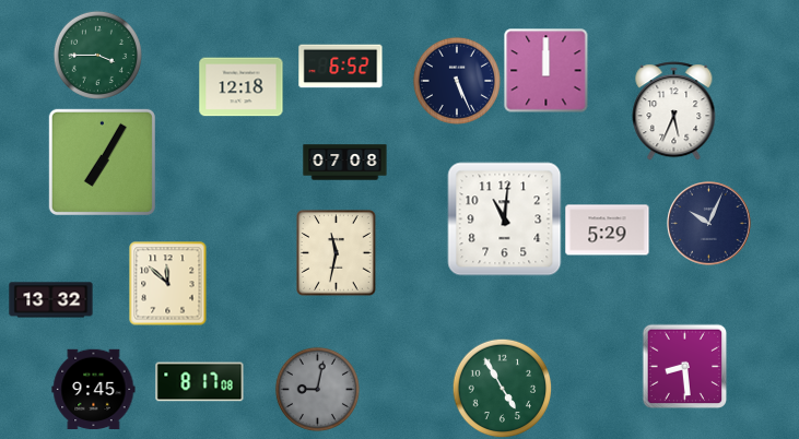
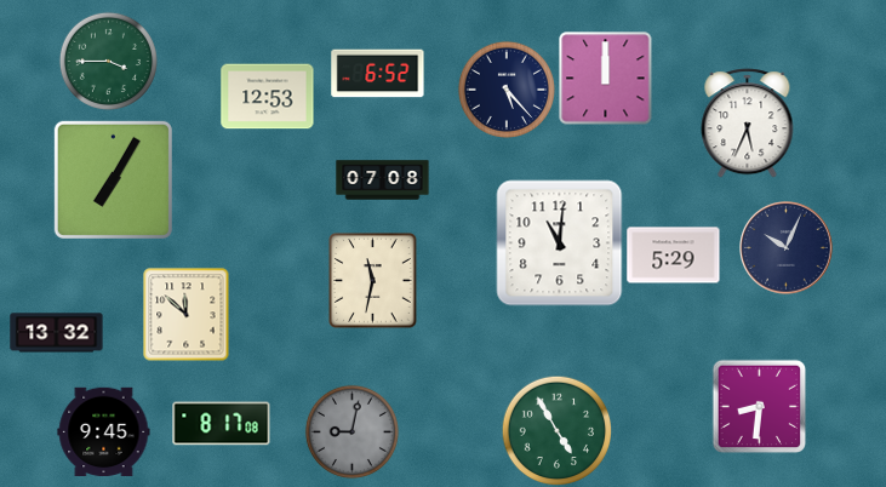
clock at (457, 81): 5:26 -> 5:23
clock at (242, 87): 12:18 -> 12:53
clock at (684, 366): 8:29 -> 8:31
